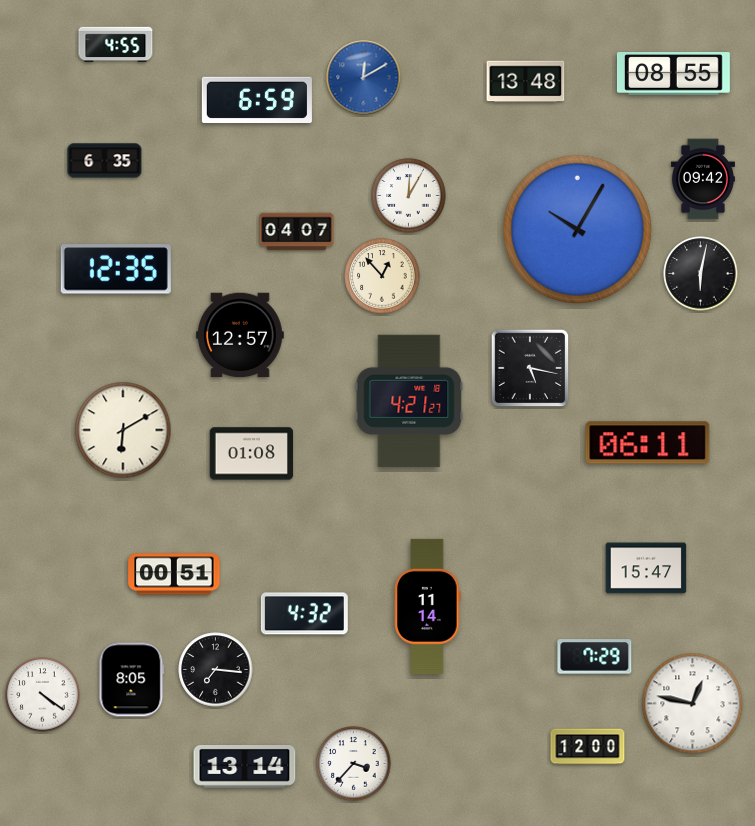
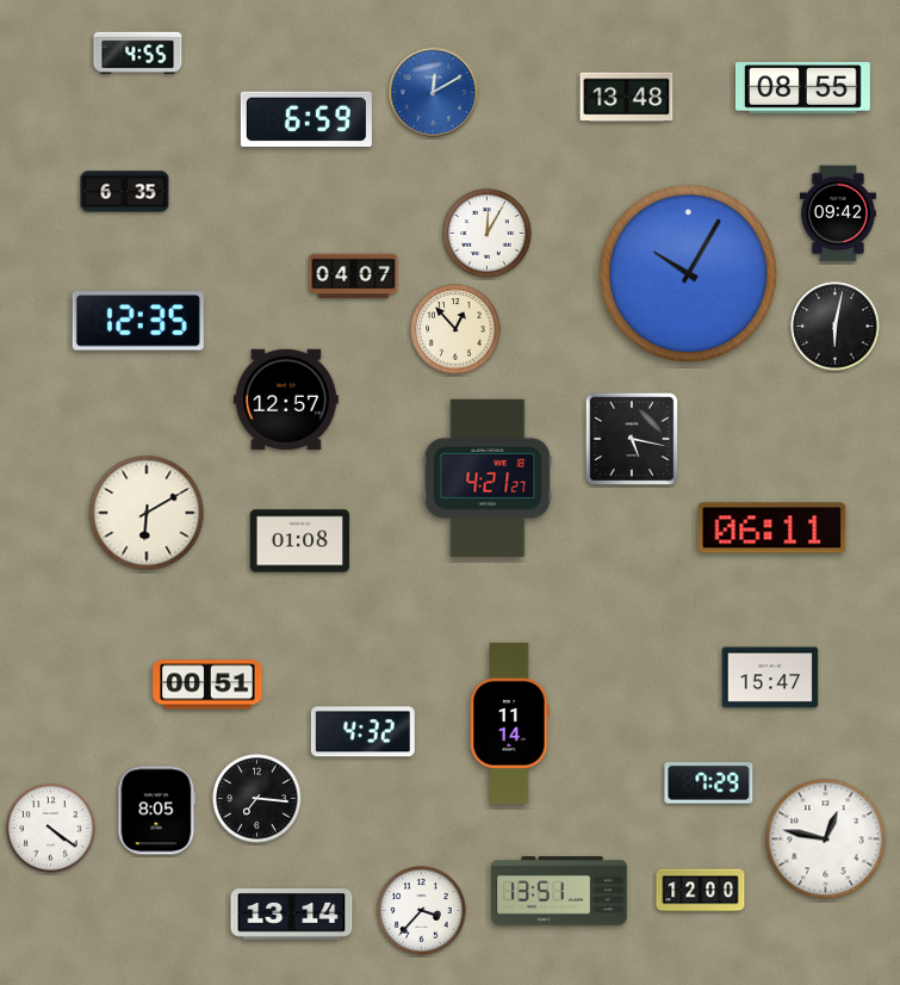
clock at (559, 891): none -> 13:51
